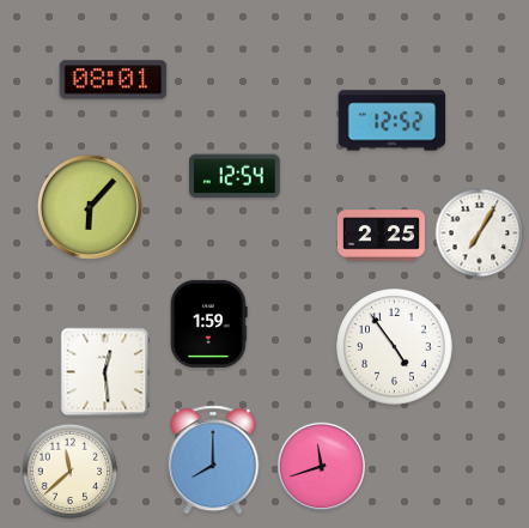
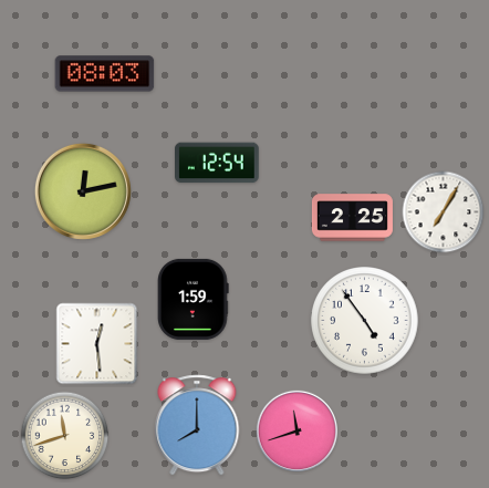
clock at (114, 80): 08:01 -> 08:03
clock at (393, 121): 12:52 -> none
clock at (90, 207): 6:07 -> 12:13
clock at (480, 233) position: (480, 233) -> (444, 212)
clock at (71, 472): 11:38 -> 11:42
